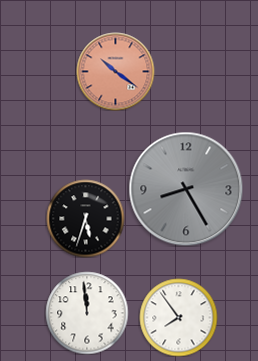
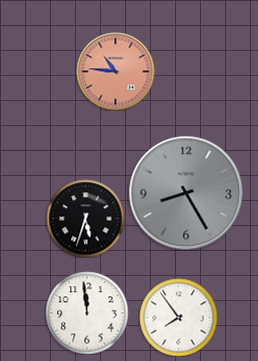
clock at (115, 71): 10:21 -> 10:46
clock at (186, 189) position: (186, 189) -> (186, 193)
